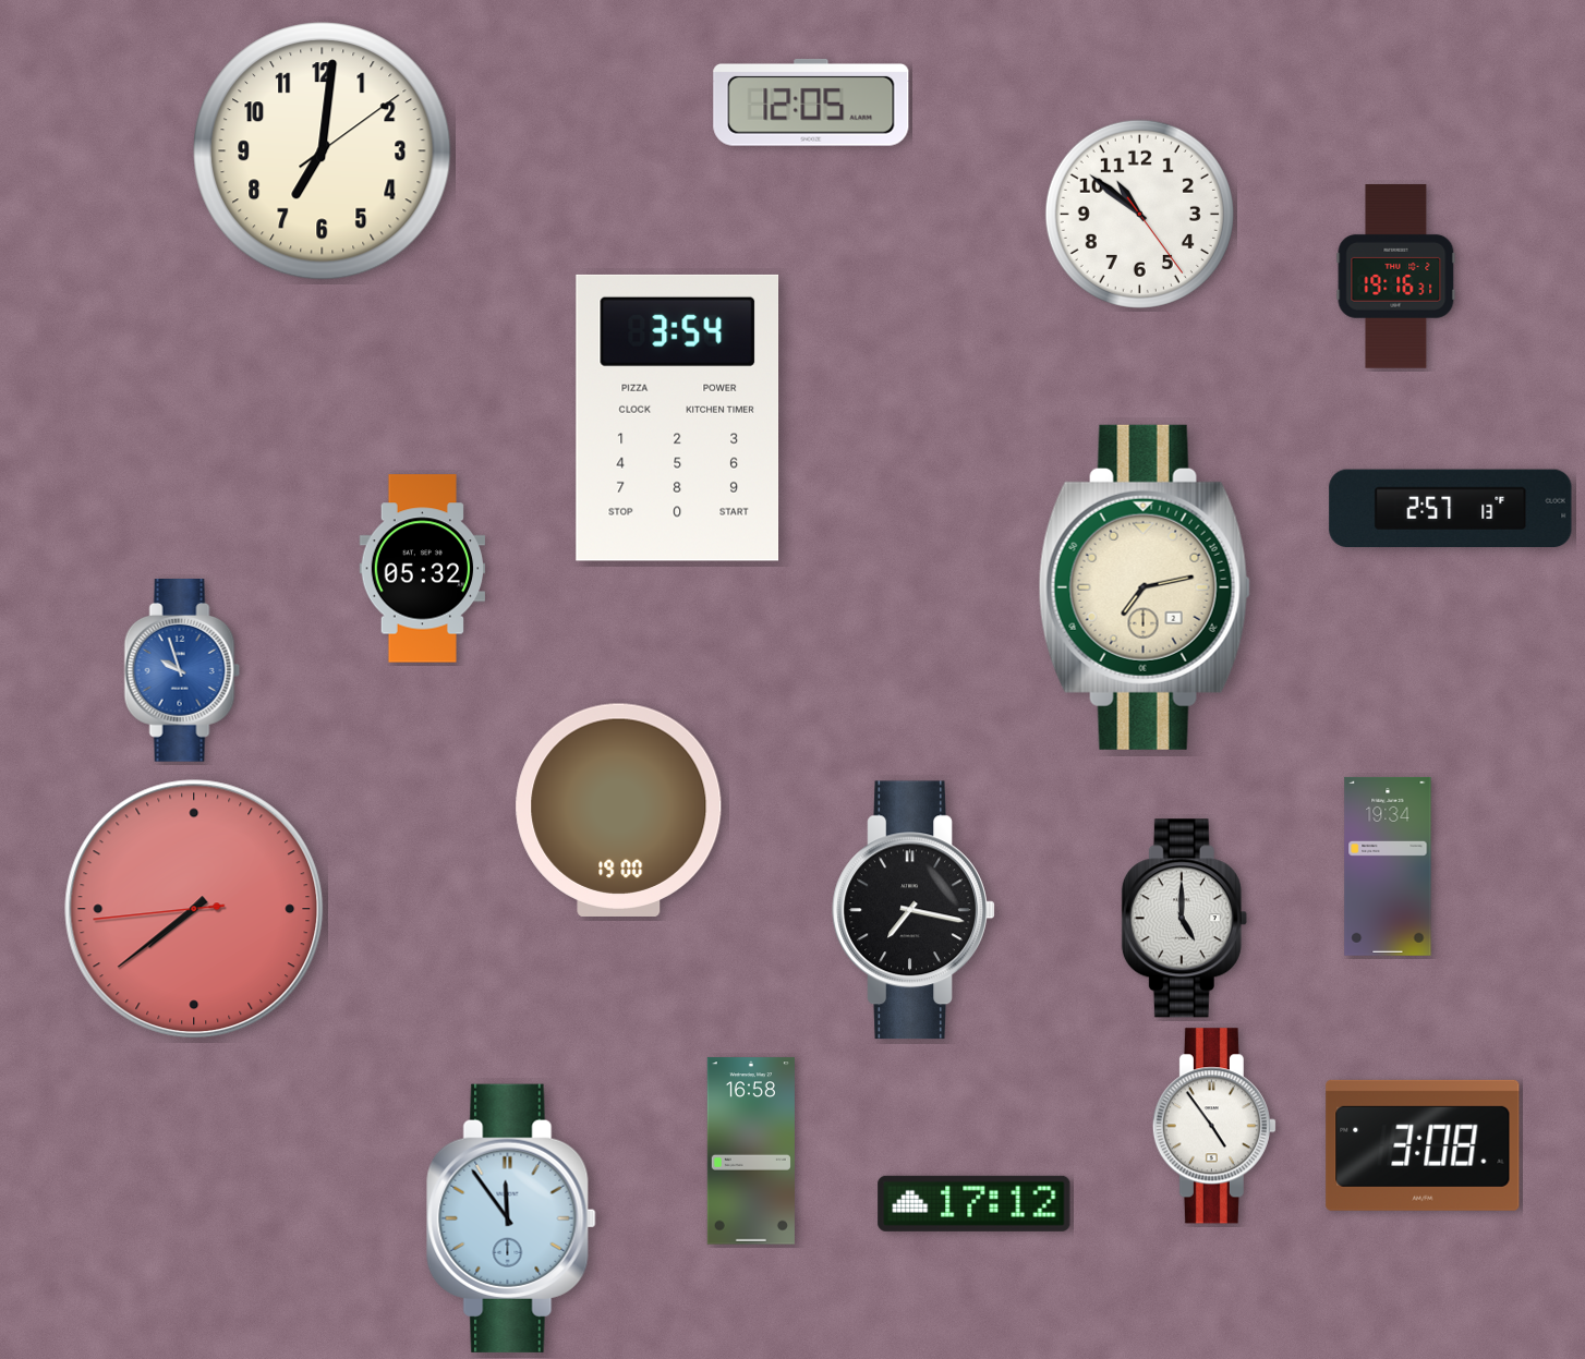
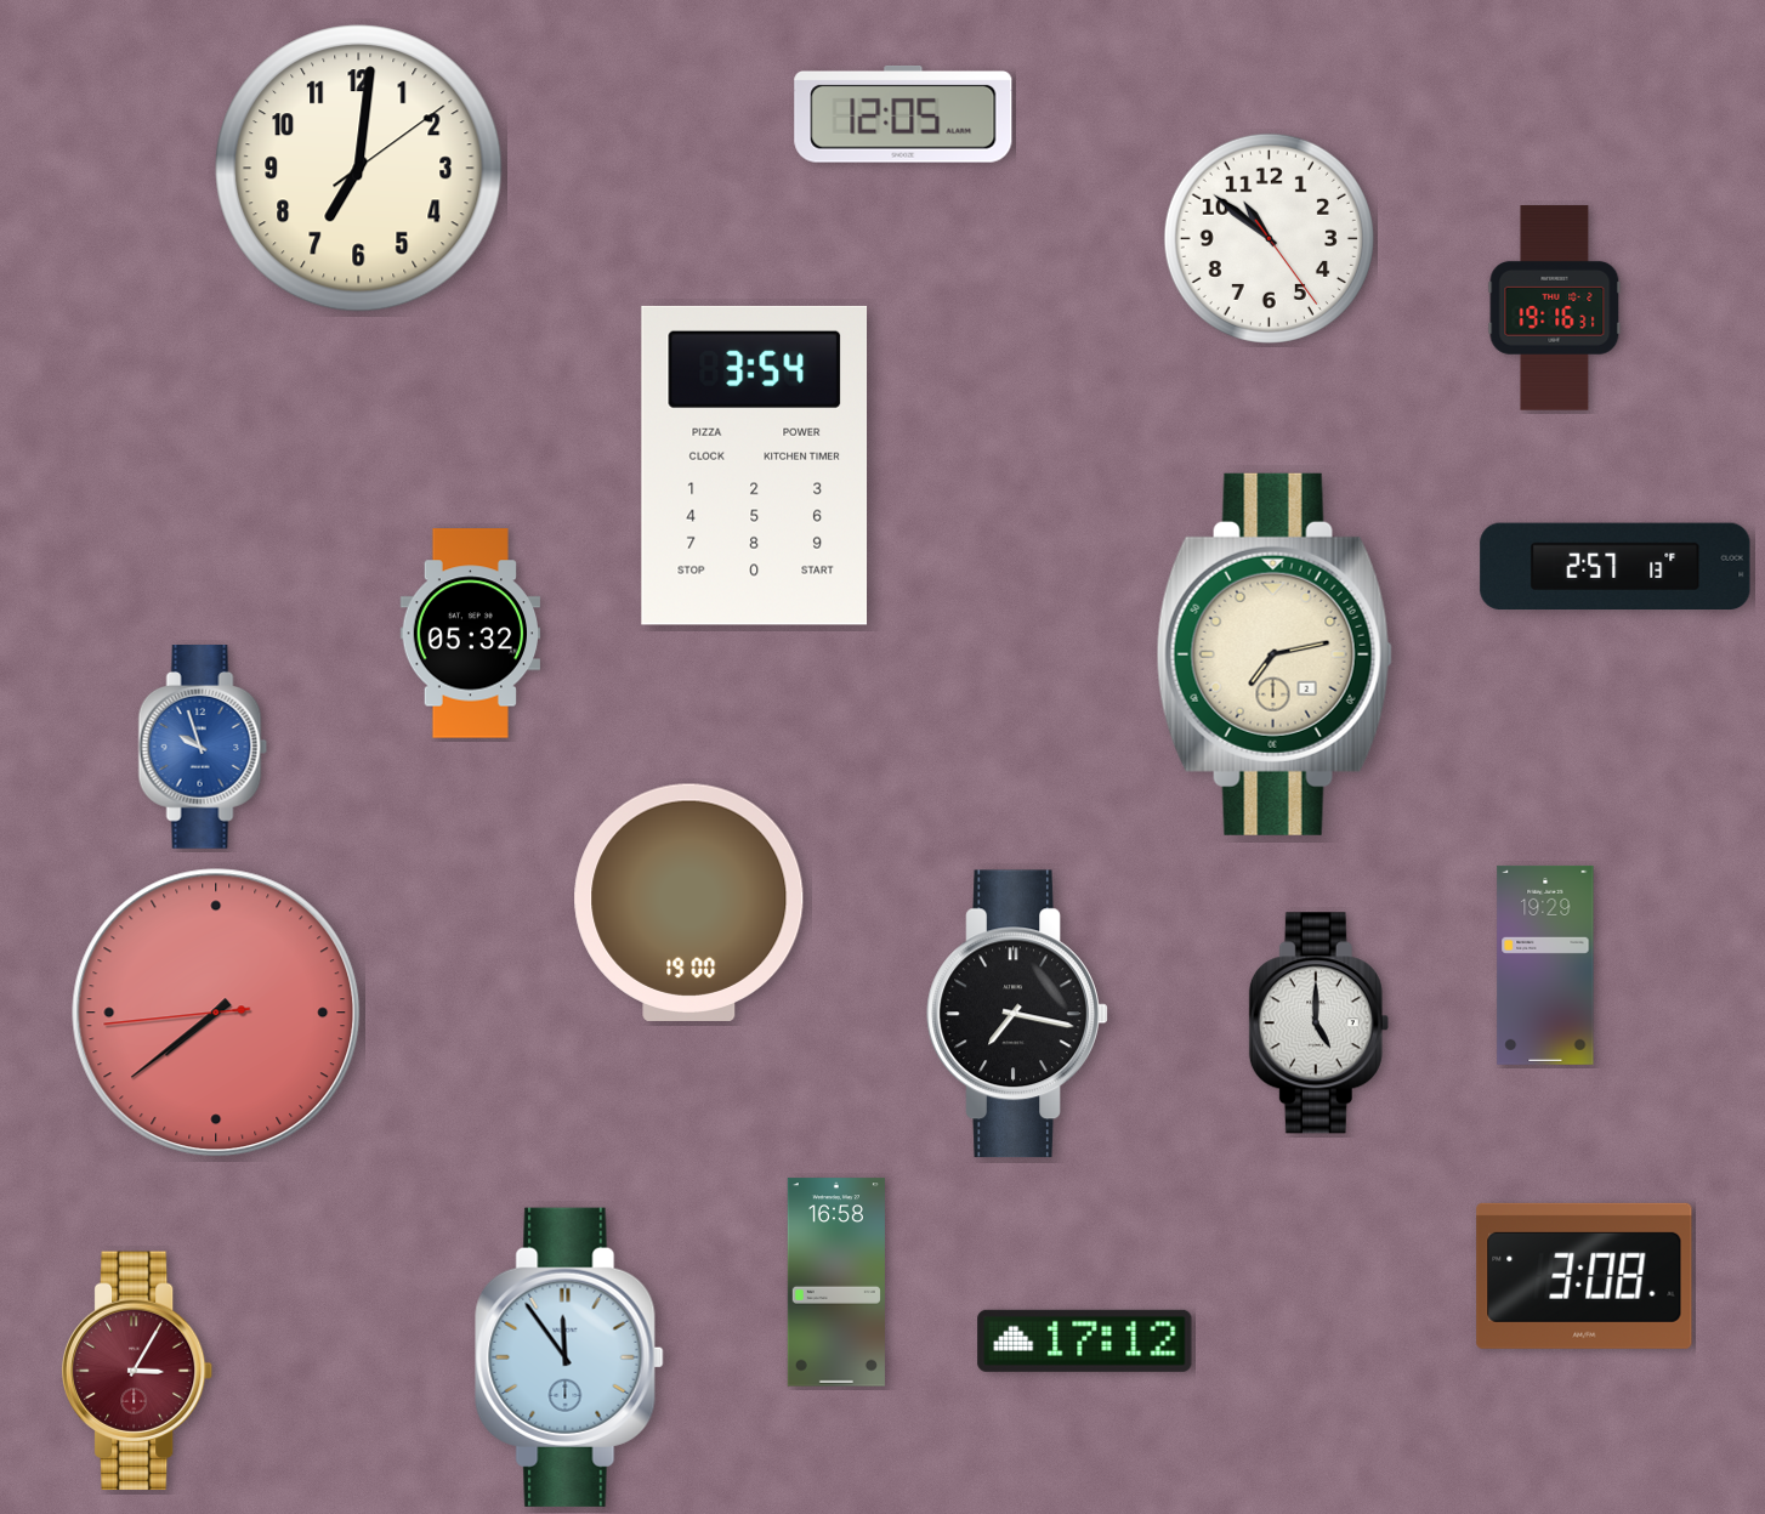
clock at (1388, 866): 19:34 -> 19:29
clock at (1214, 1126): 4:54 -> none
clock at (138, 1371): none -> 3:05
